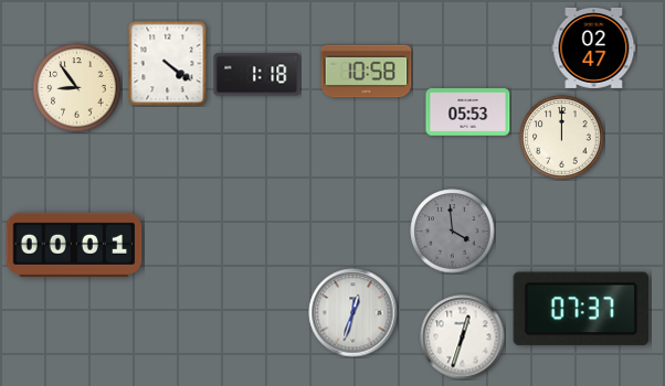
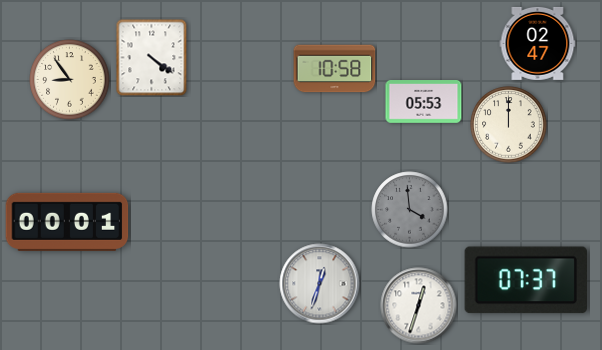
clock at (367, 72) position: (367, 72) -> (335, 69)
clock at (257, 75): 1:18 -> none
